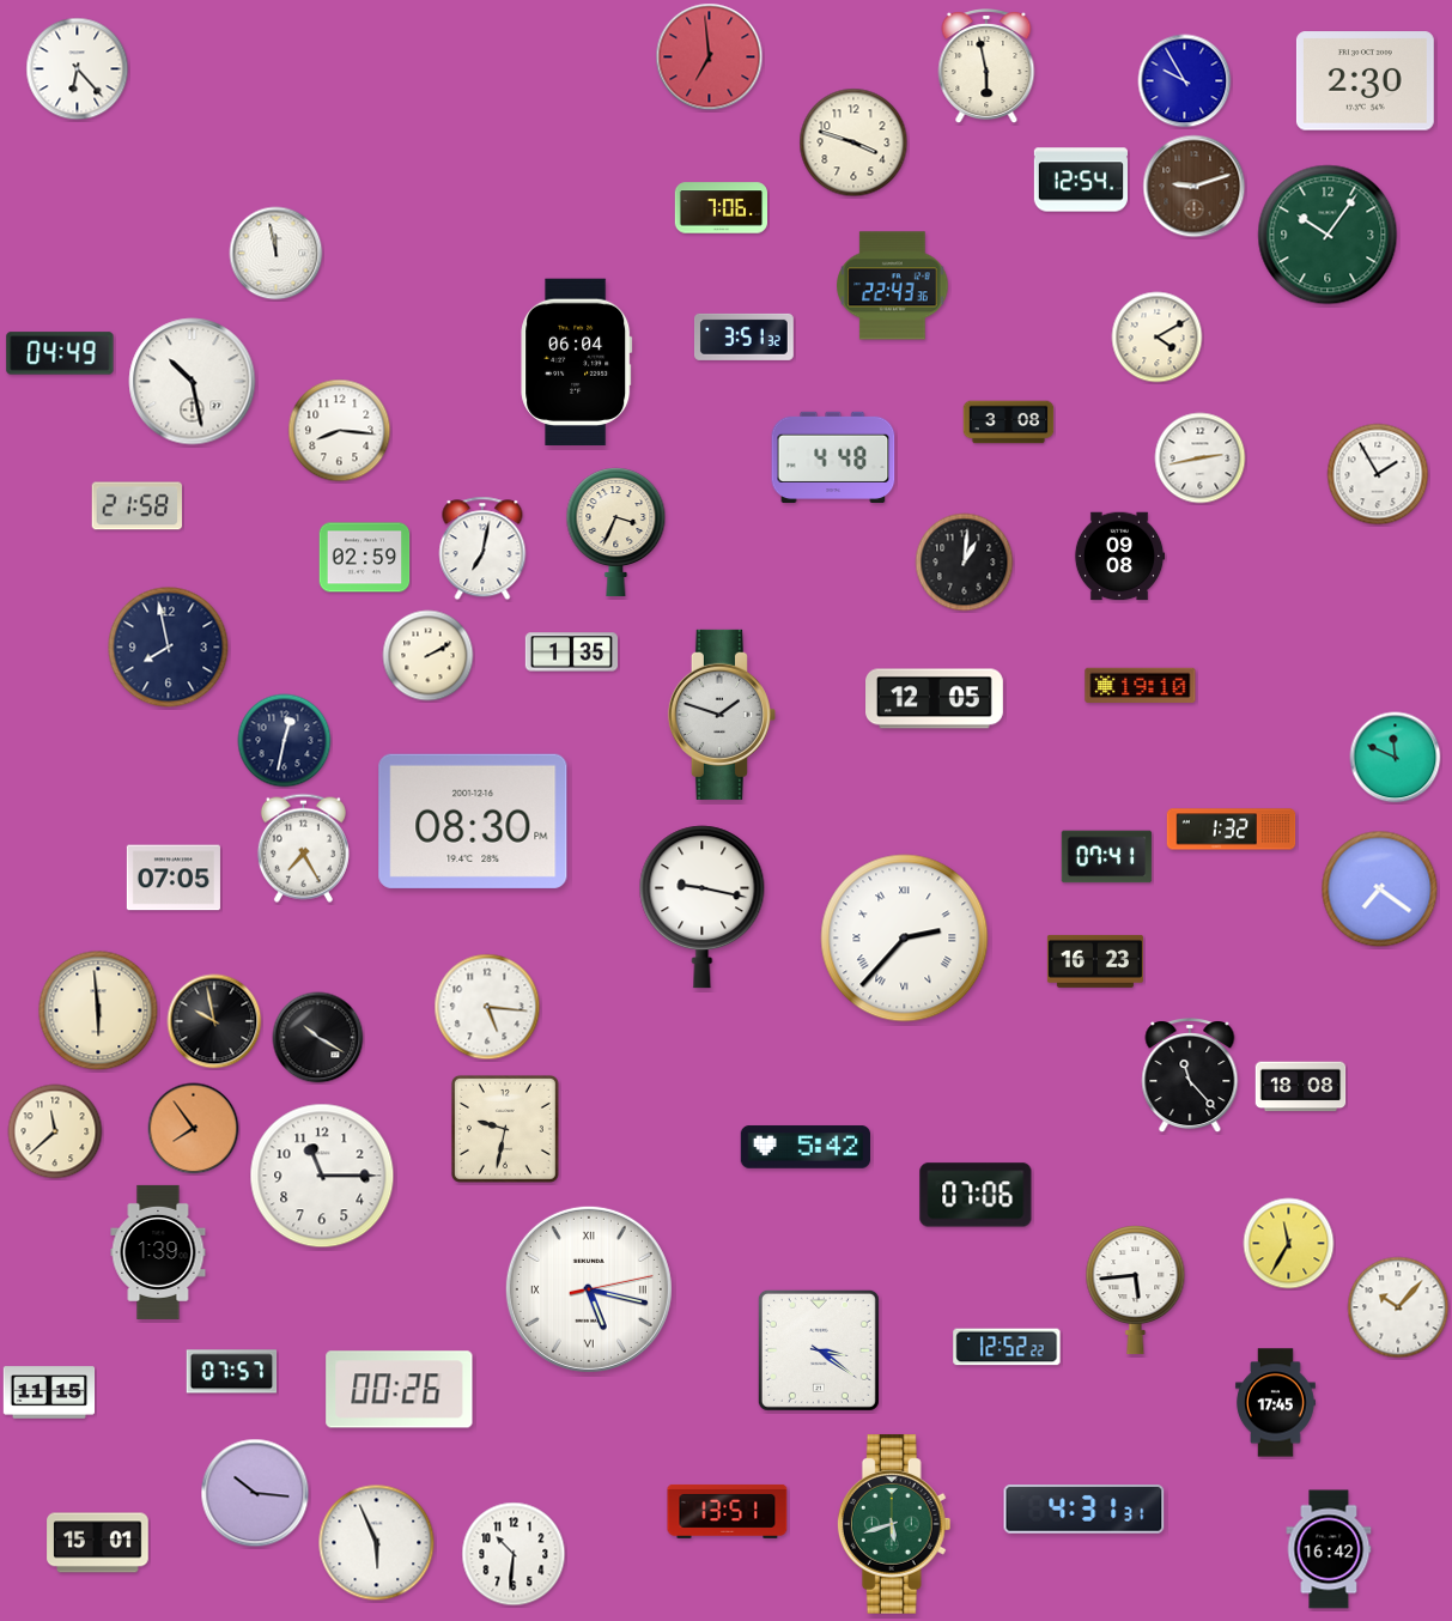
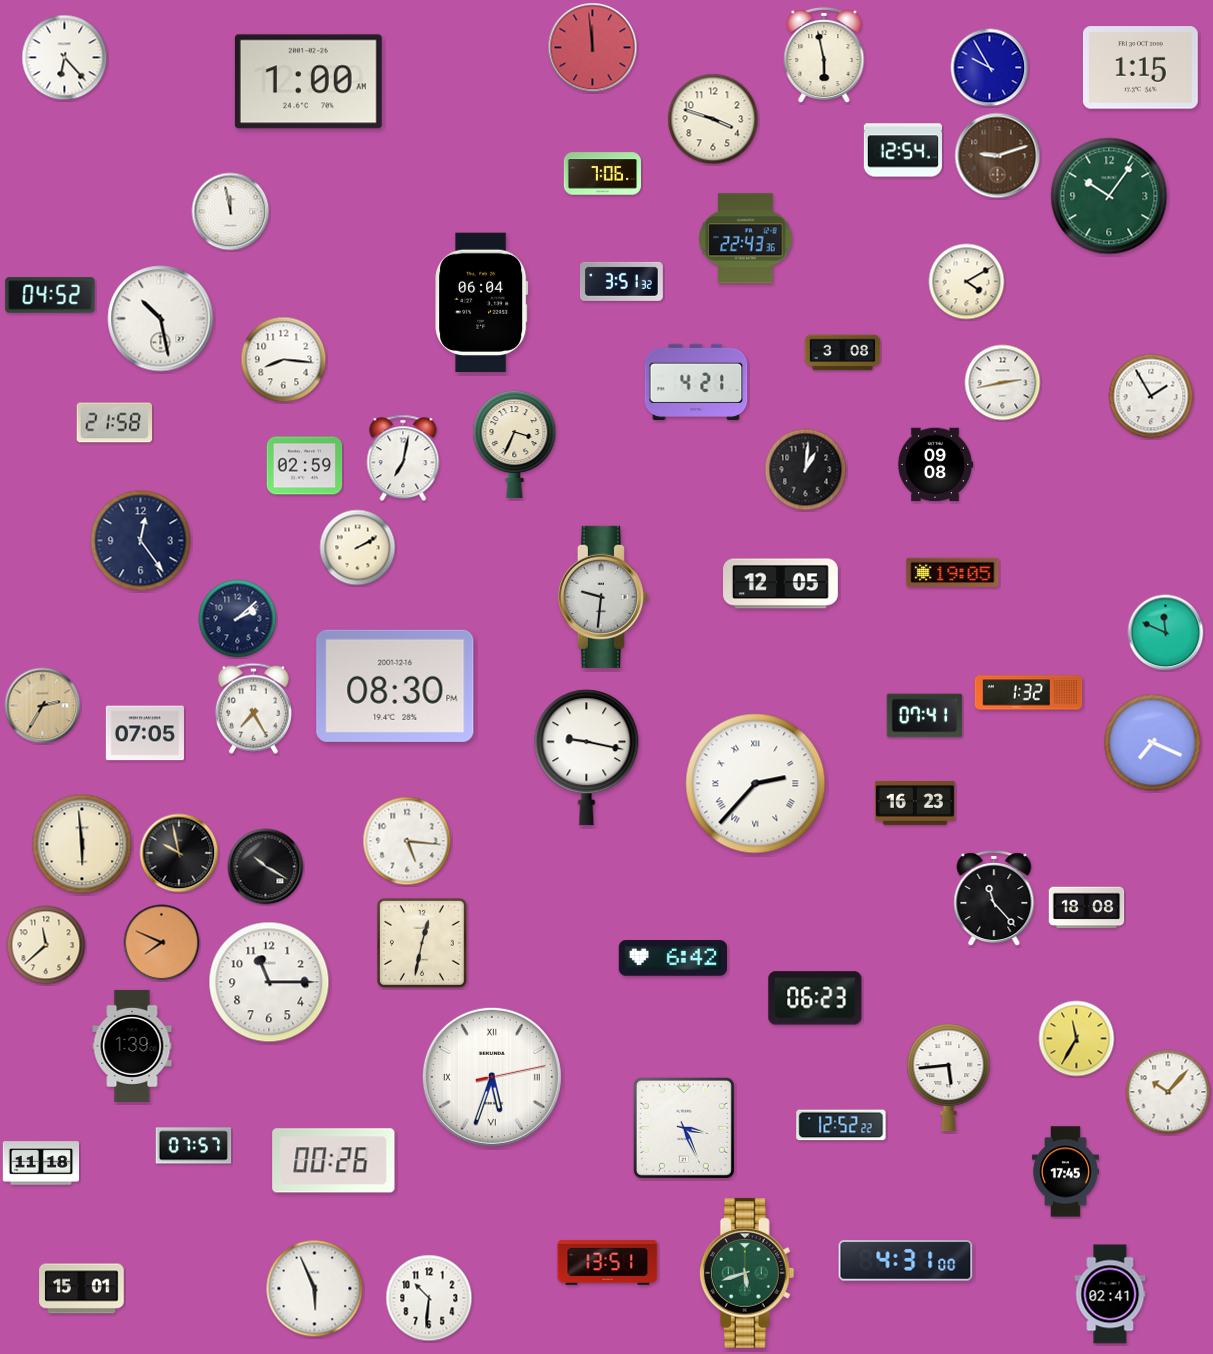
clock at (710, 57): 6:59 -> 11:59
clock at (1365, 81): 2:30 -> 1:15
clock at (308, 82): none -> 1:00
clock at (60, 353): 04:49 -> 04:52
clock at (833, 456): 4:48 -> 4:21
clock at (169, 648): 7:58 -> 12:24
clock at (572, 652): 1:35 -> none
clock at (1141, 685): 19:10 -> 19:05
clock at (722, 715): 1:48 -> 9:31
clock at (285, 741): 12:32 -> 2:08
clock at (43, 706): none -> 2:35
clock at (1380, 890): 7:21 -> 7:19
clock at (194, 1129): 7:54 -> 7:49
clock at (505, 1129): 9:32 -> 12:32
clock at (804, 1147): 5:42 -> 6:42
clock at (976, 1195): 07:06 -> 06:23
clock at (589, 1289): 5:17 -> 5:33
clock at (819, 1350): 3:21 -> 3:26
clock at (49, 1392): 11:15 -> 11:18
clock at (255, 1493): 10:16 -> none
clock at (1085, 1510): 4:31:31 -> 4:31:00
clock at (1329, 1549): 16:42 -> 02:41
